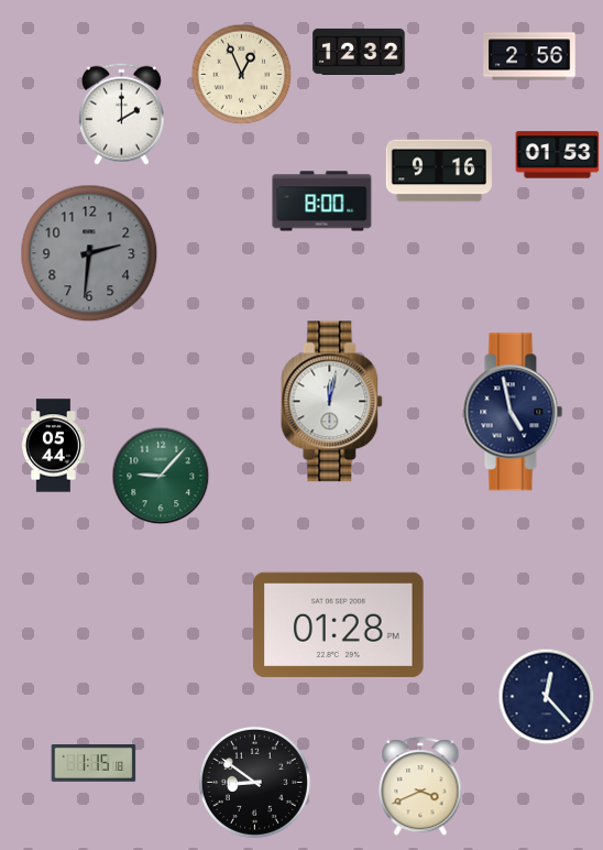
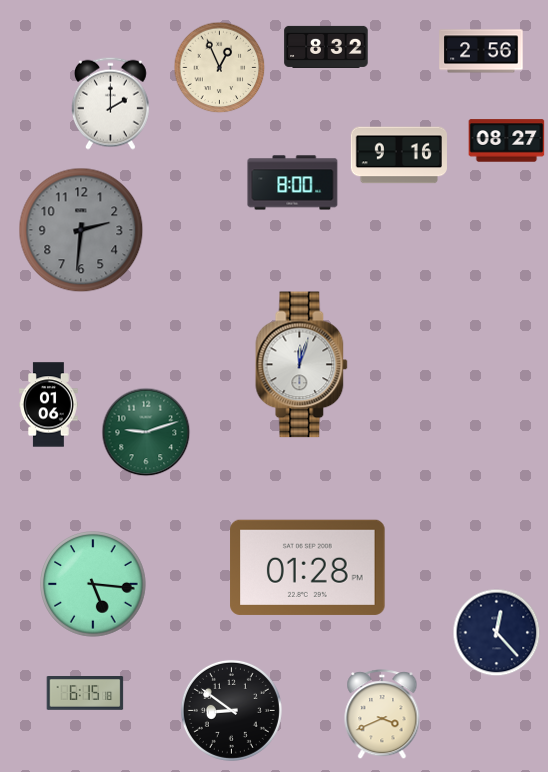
clock at (359, 52): 12:32 -> 8:32
clock at (558, 155): 01:53 -> 08:27
clock at (332, 402): 12:02 -> 12:03
clock at (513, 412): 4:58 -> none
clock at (54, 446): 05:44 -> 01:06
clock at (161, 476): 9:07 -> 9:12
clock at (93, 584): none -> 5:16
clock at (94, 764): 1:15 -> 6:15
